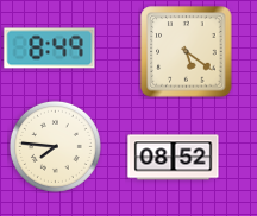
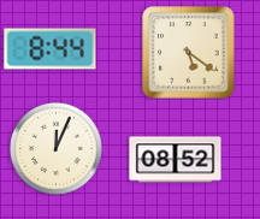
clock at (50, 49): 8:49 -> 8:44
clock at (55, 146): 7:46 -> 12:04
